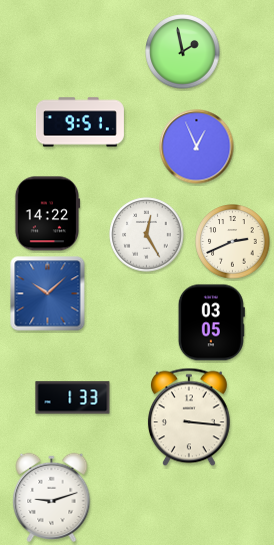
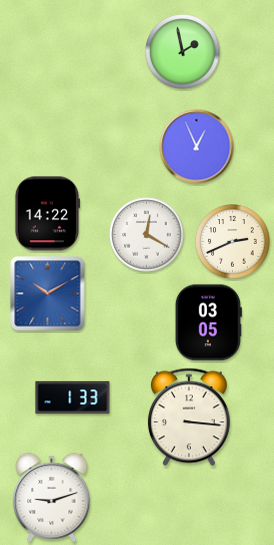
clock at (80, 122): 9:51 -> none
clock at (147, 235): 12:25 -> 12:20
clock at (48, 294): 10:08 -> 10:10
clock at (211, 323) position: (211, 323) -> (208, 323)
